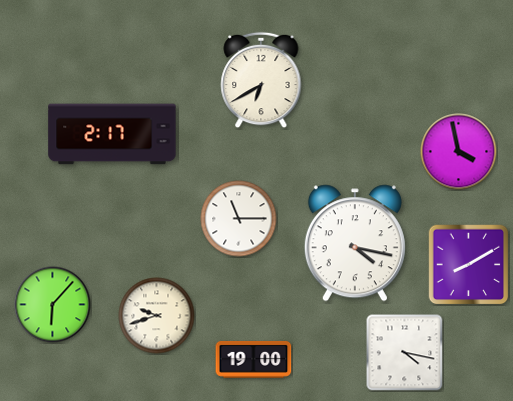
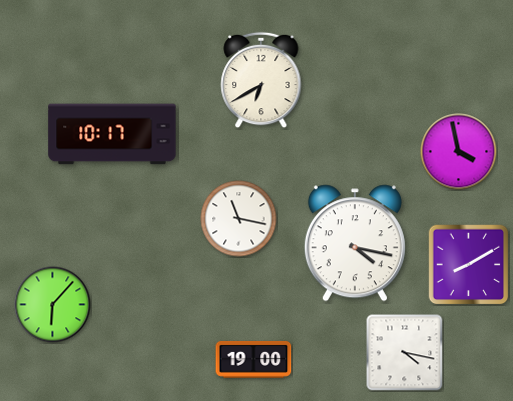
clock at (112, 134): 2:17 -> 10:17
clock at (239, 219): 11:15 -> 11:17
clock at (157, 316): 9:42 -> none
